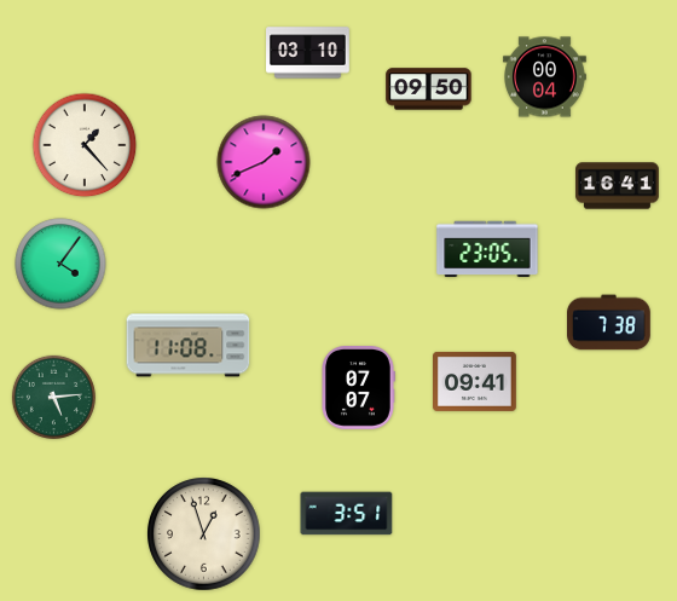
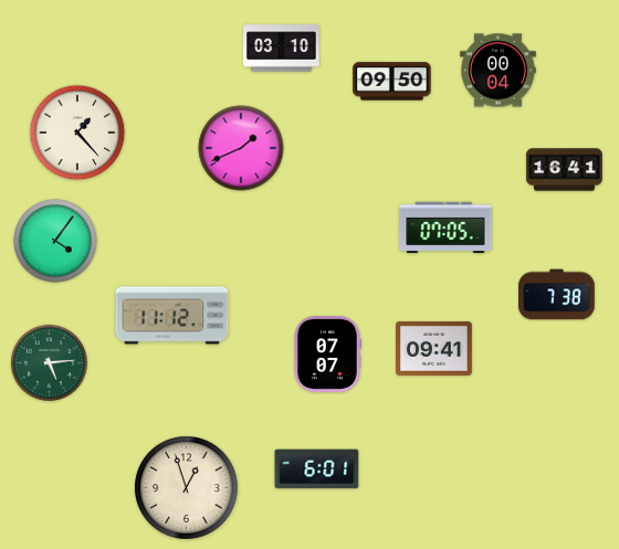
clock at (487, 249): 23:05 -> 07:05
clock at (189, 346): 11:08 -> 11:12
clock at (347, 514): 3:51 -> 6:01
